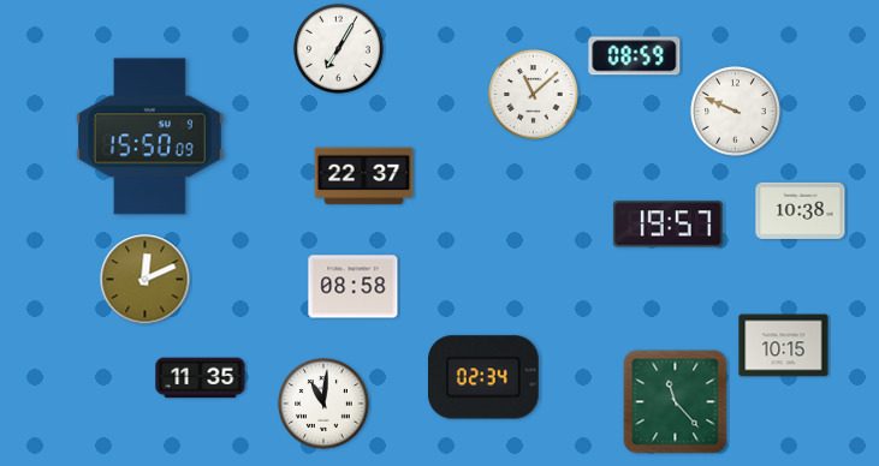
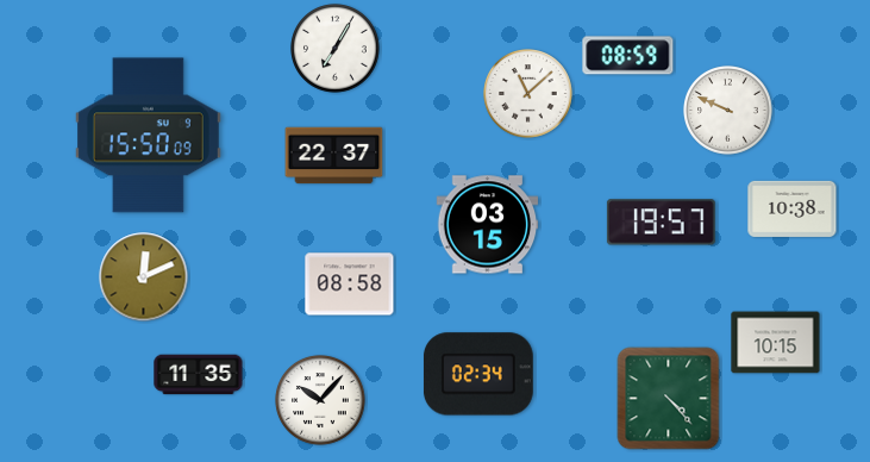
clock at (364, 177) position: (364, 177) -> (334, 156)
clock at (488, 225): none -> 03:15
clock at (676, 402): 11:23 -> 4:23
clock at (323, 404): 11:01 -> 10:07
